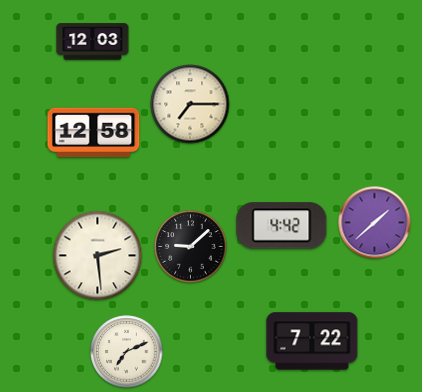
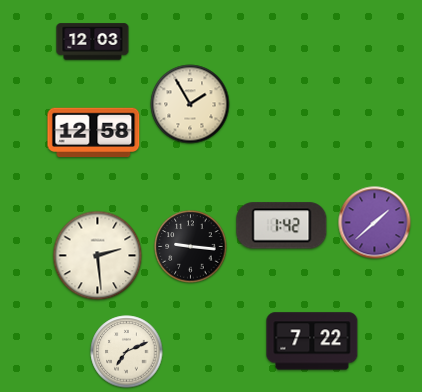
clock at (190, 104): 7:15 -> 1:55
clock at (282, 226): 4:42 -> 1:42
clock at (191, 247): 9:08 -> 9:16
